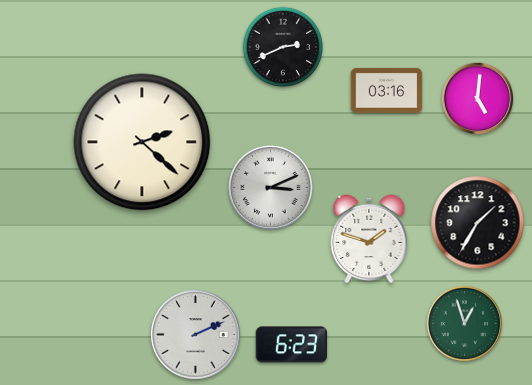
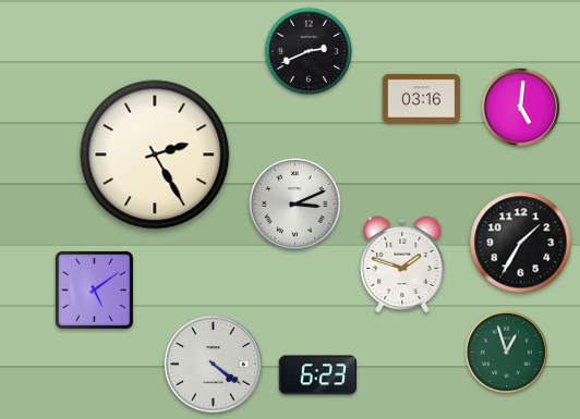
clock at (142, 142): 2:22 -> 2:25
clock at (369, 239) position: (369, 239) -> (402, 264)
clock at (94, 289): none -> 5:09
clock at (196, 335): 2:11 -> 4:21
